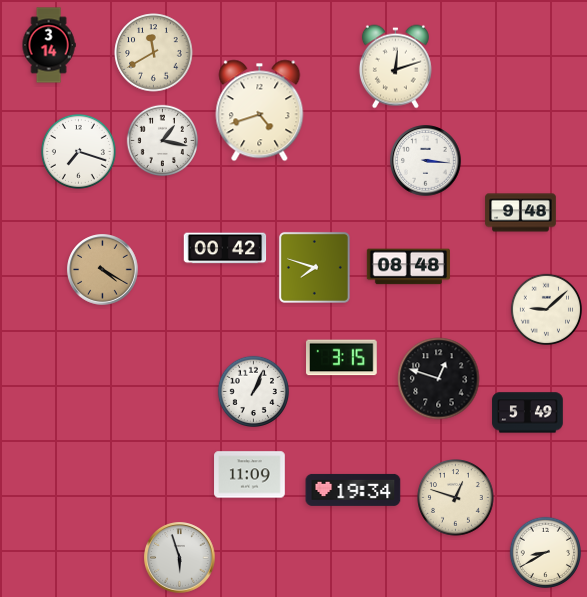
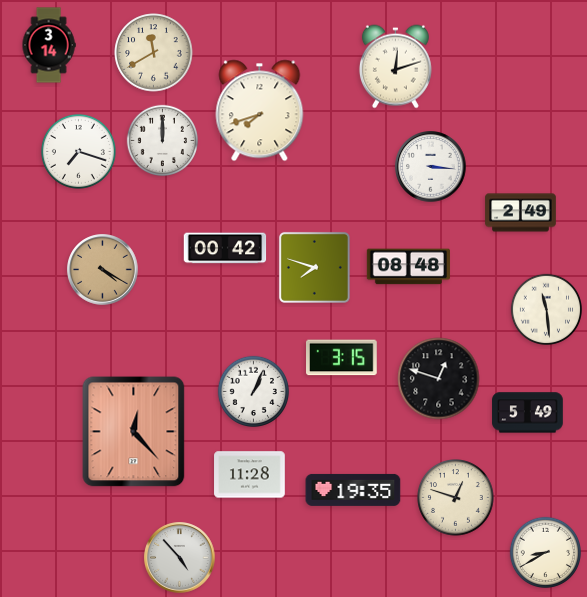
clock at (260, 111): 4:42 -> 7:42
clock at (162, 140): 1:17 -> 12:00
clock at (426, 161) position: (426, 161) -> (431, 167)
clock at (521, 213): 9:48 -> 2:49
clock at (546, 309): 9:08 -> 11:29
clock at (134, 432): none -> 12:23
clock at (250, 475): 11:09 -> 11:28
clock at (353, 490): 19:34 -> 19:35
clock at (180, 558): 5:57 -> 4:53
